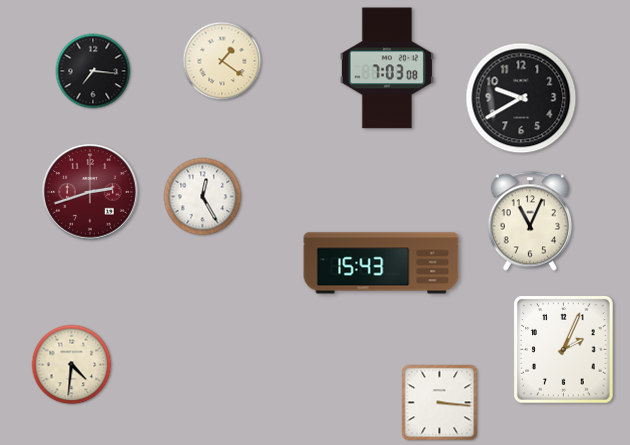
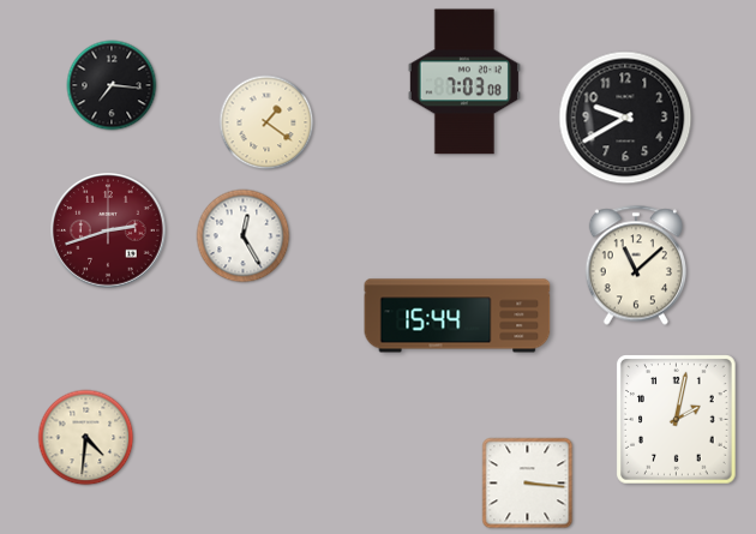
clock at (222, 61) position: (222, 61) -> (266, 122)
clock at (529, 221): 11:04 -> 11:08
clock at (381, 263): 15:43 -> 15:44
clock at (564, 350): 2:04 -> 2:02
